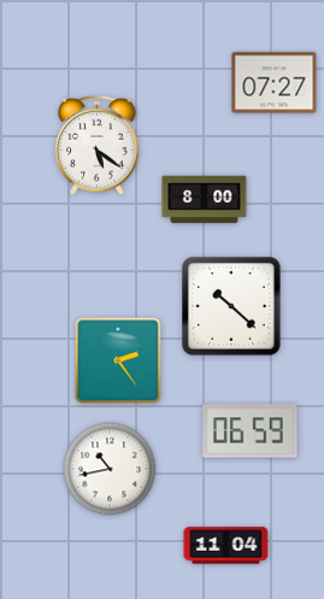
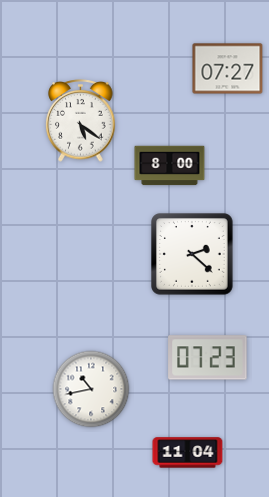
clock at (232, 307): 10:22 -> 2:22
clock at (118, 360): 2:24 -> none
clock at (251, 431): 06:59 -> 07:23
